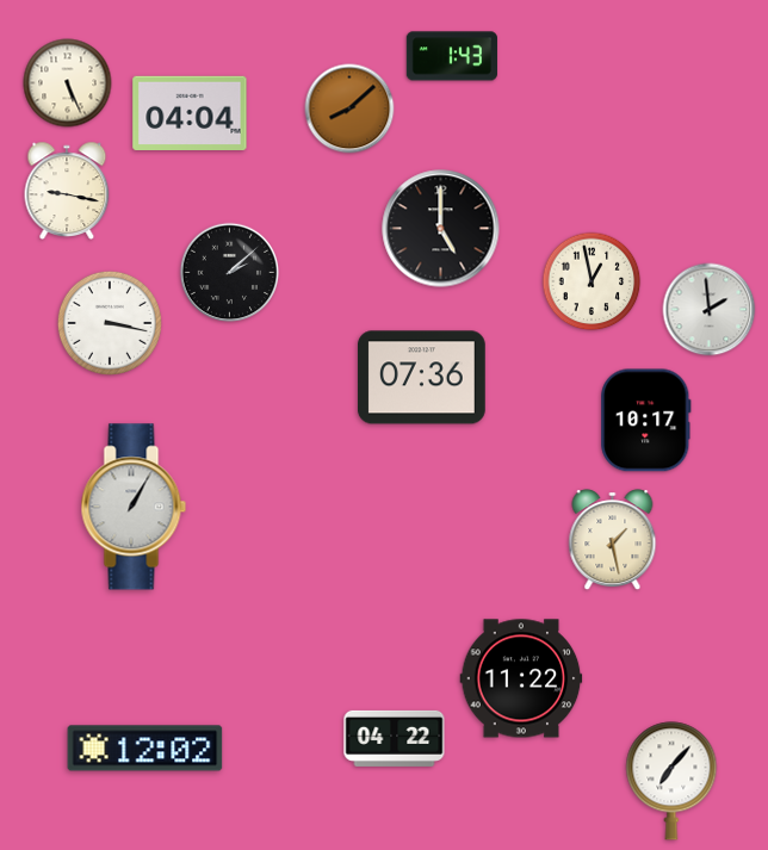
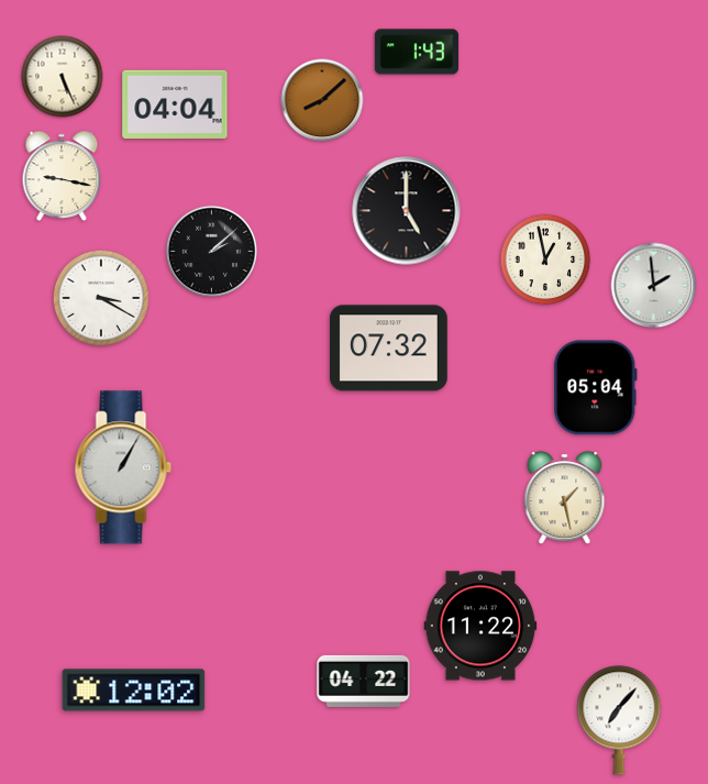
clock at (110, 323): 3:17 -> 3:20
clock at (421, 378): 07:36 -> 07:32
clock at (646, 421): 10:17 -> 05:04
